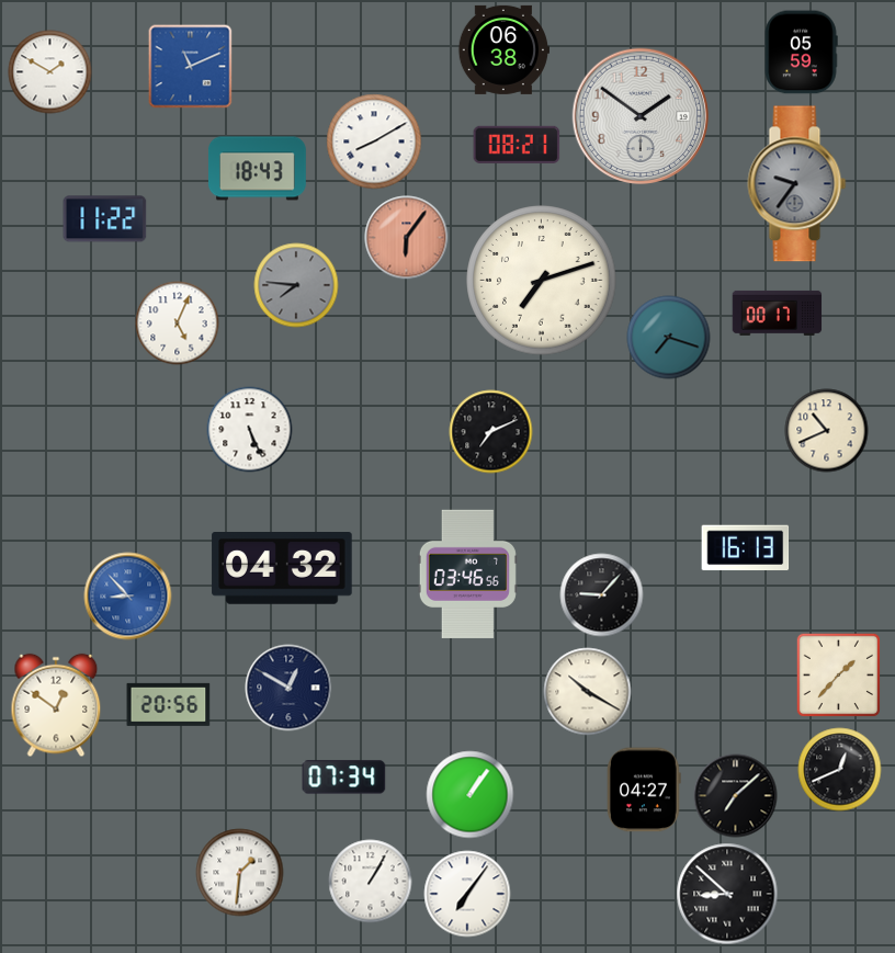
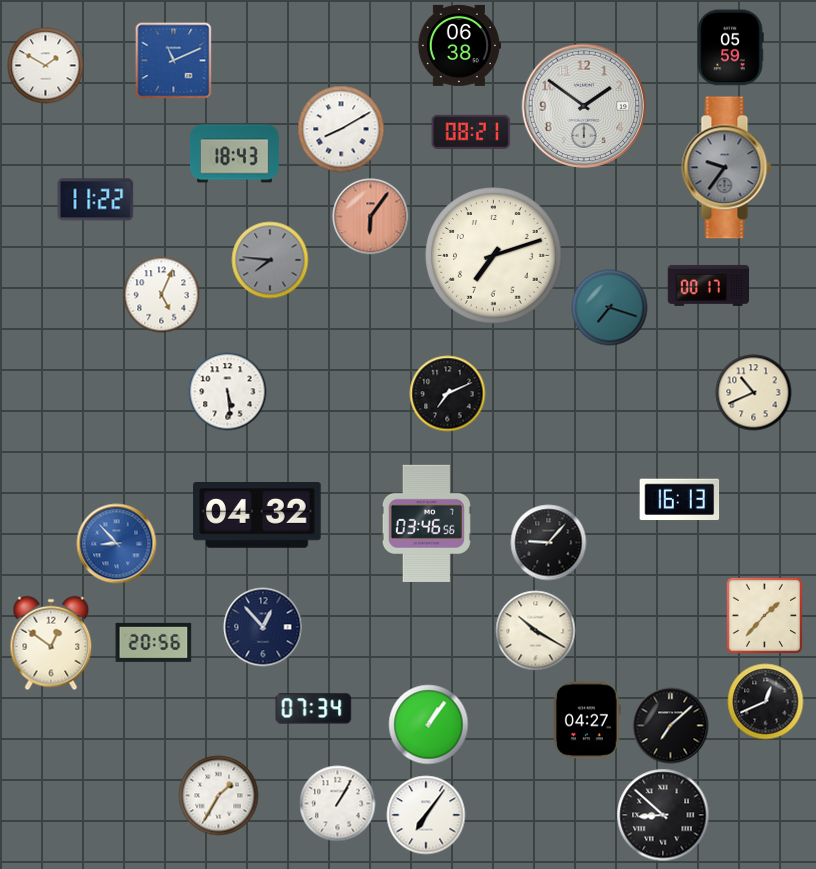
clock at (250, 430): 5:26 -> 5:29
clock at (282, 569) position: (282, 569) -> (257, 516)
clock at (288, 688): 12:50 -> 12:53
clock at (240, 873): 1:31 -> 1:35
